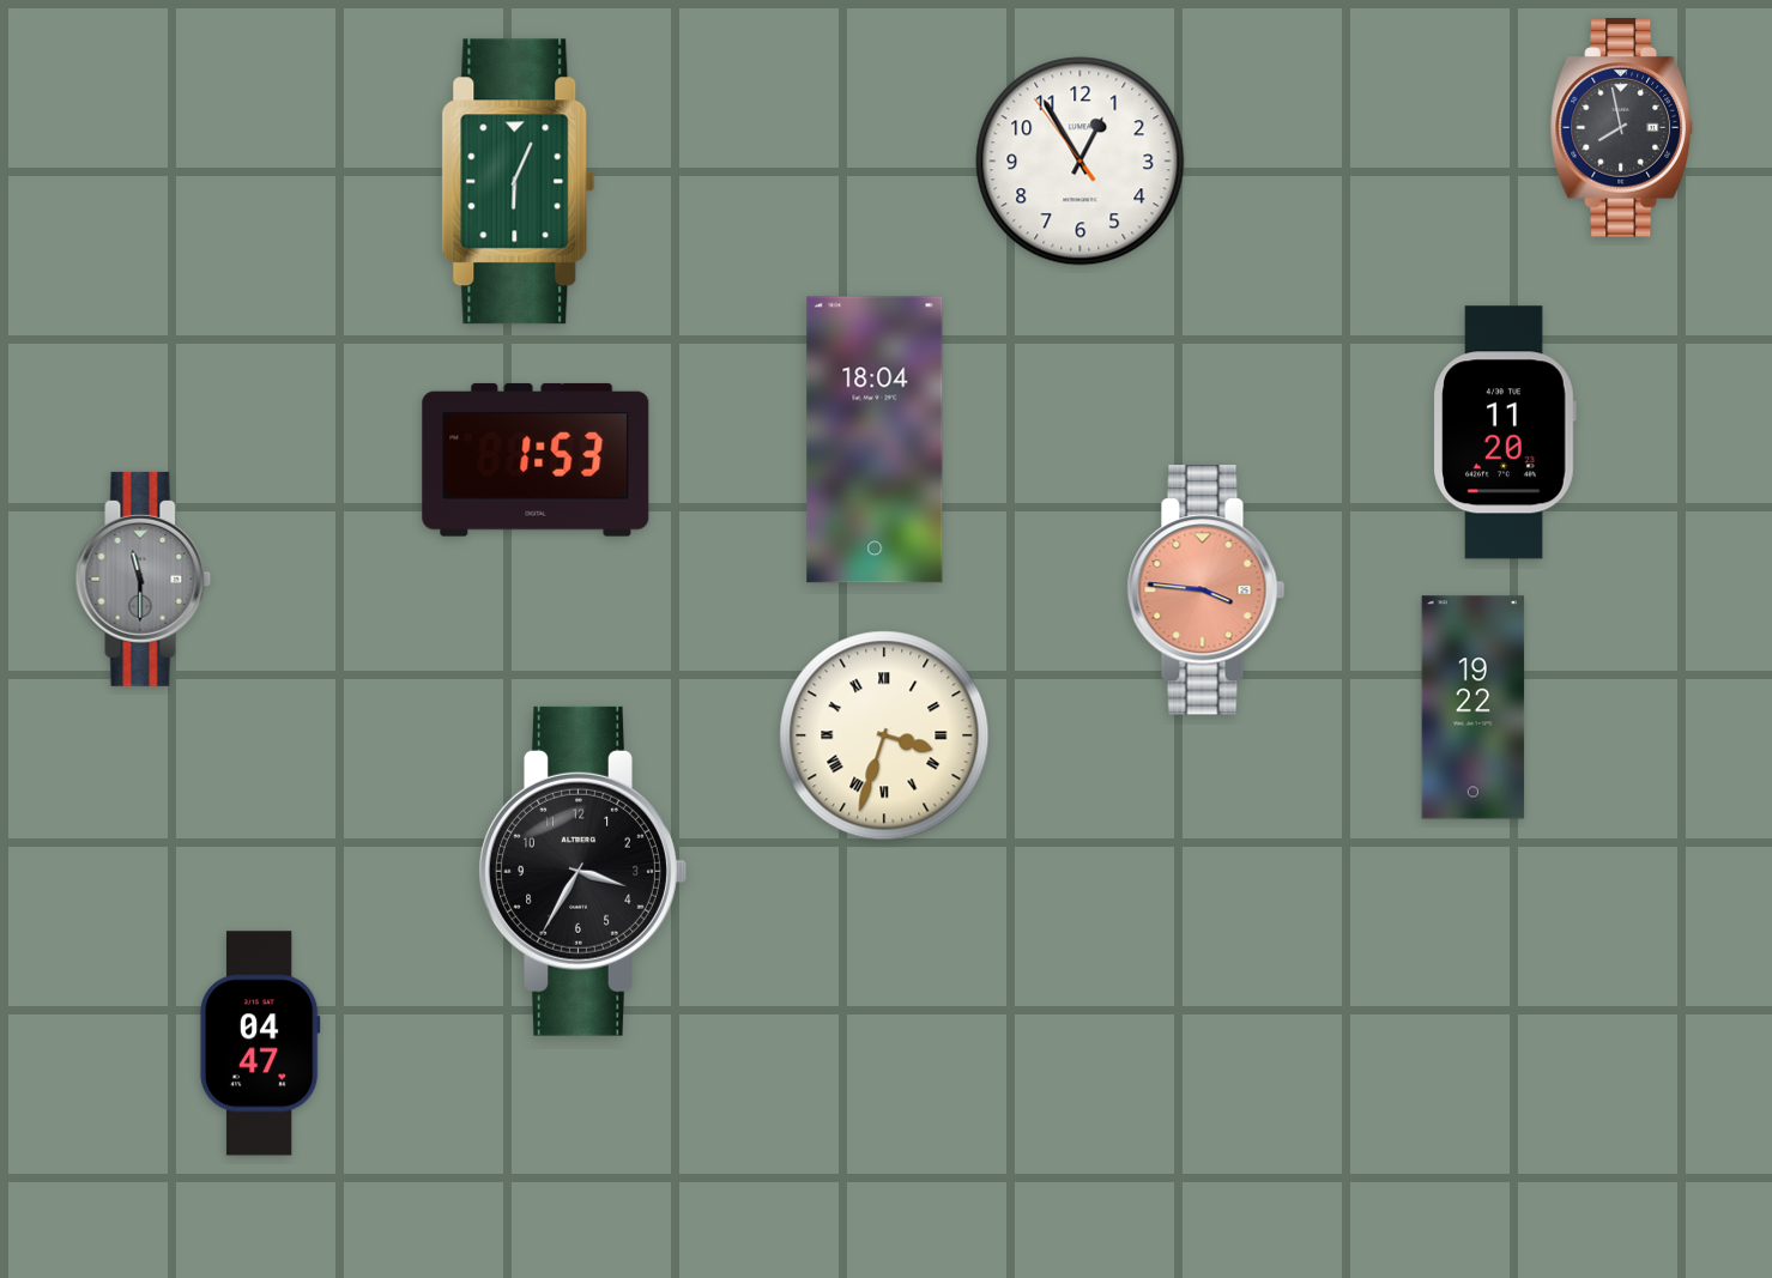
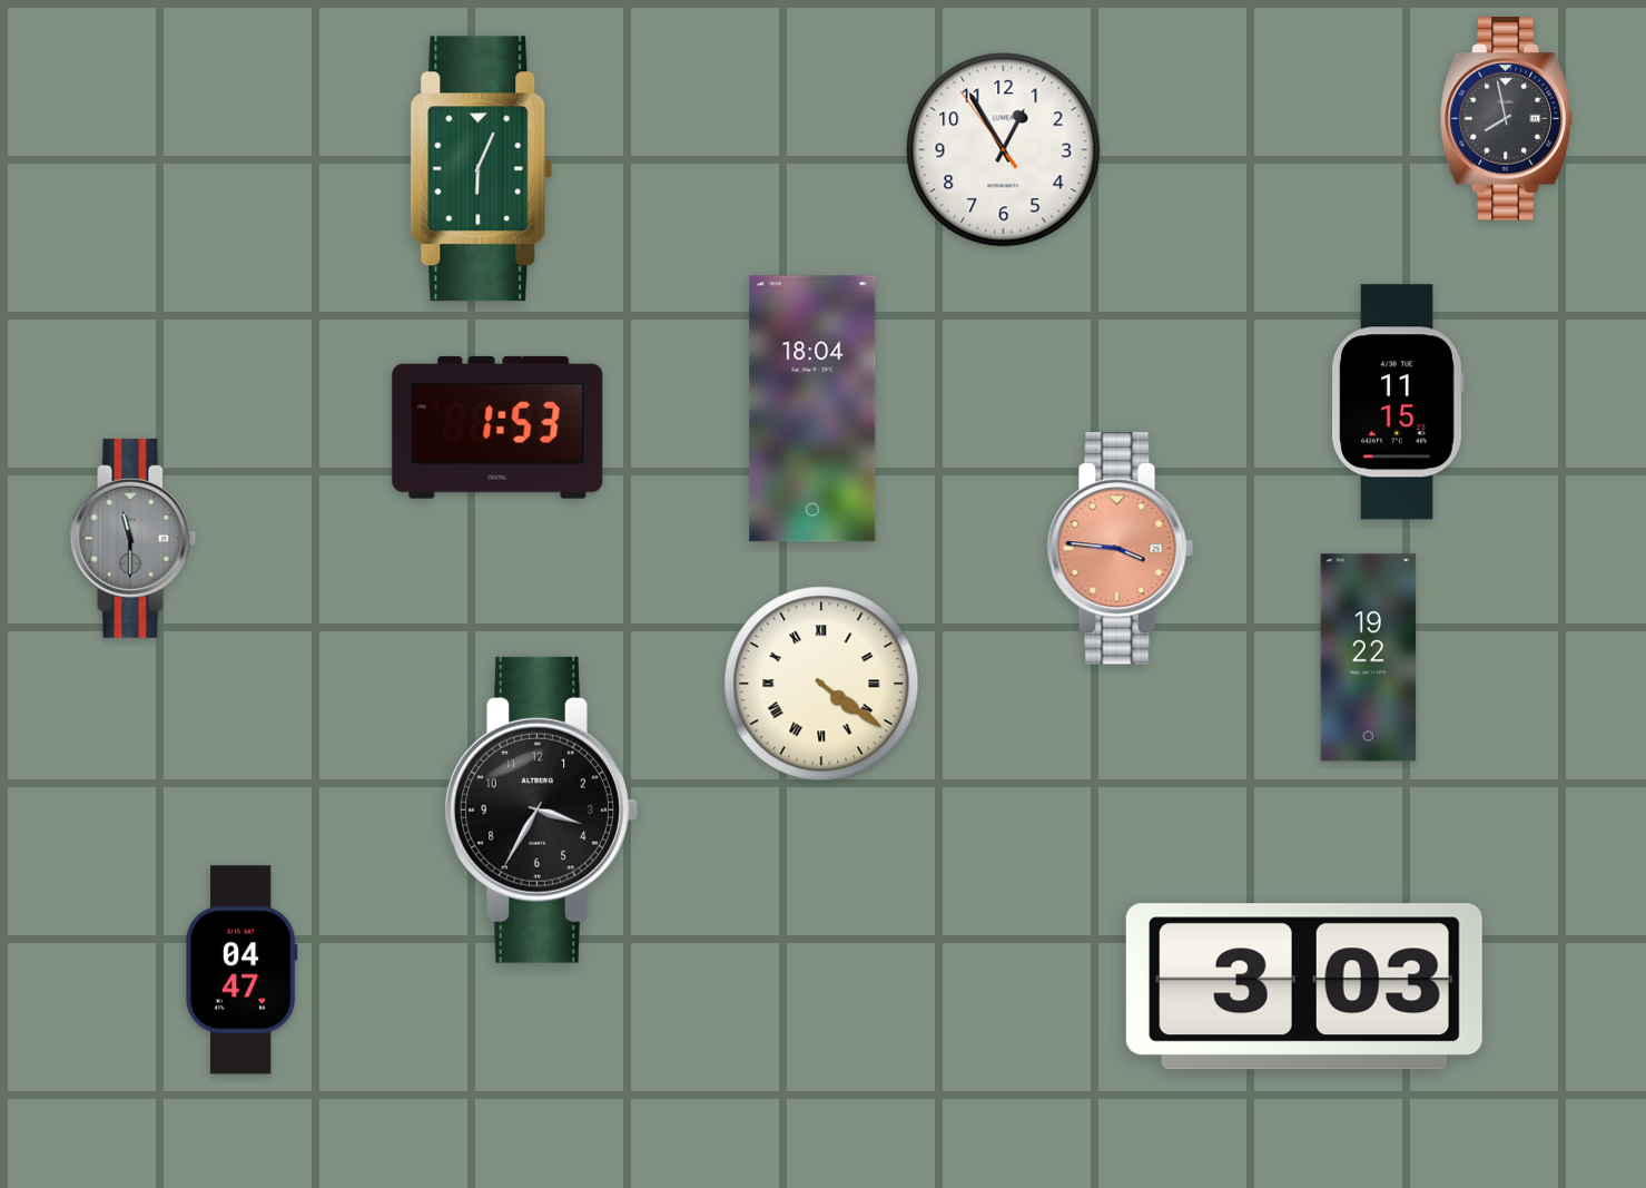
clock at (1505, 432): 11:20 -> 11:15
clock at (884, 735): 3:33 -> 4:21
clock at (1304, 986): none -> 3:03
